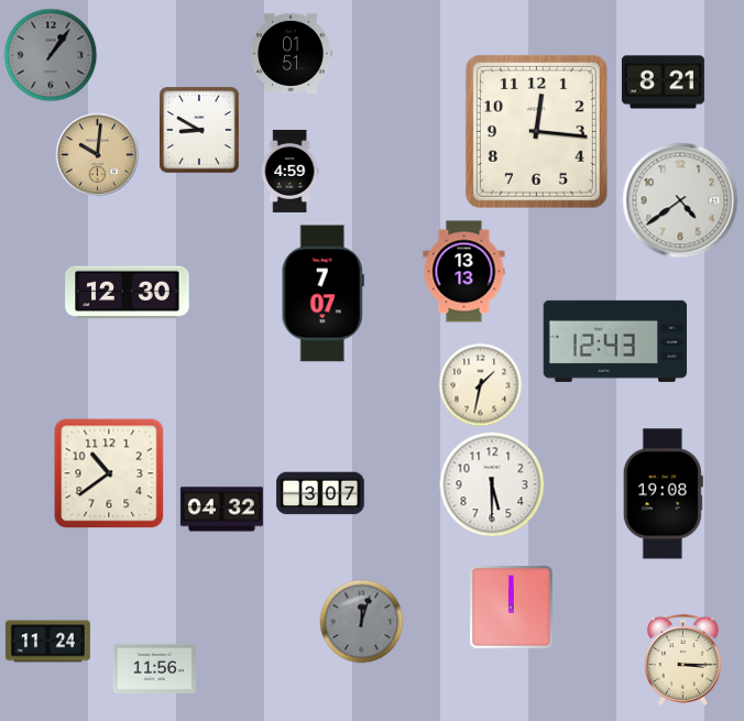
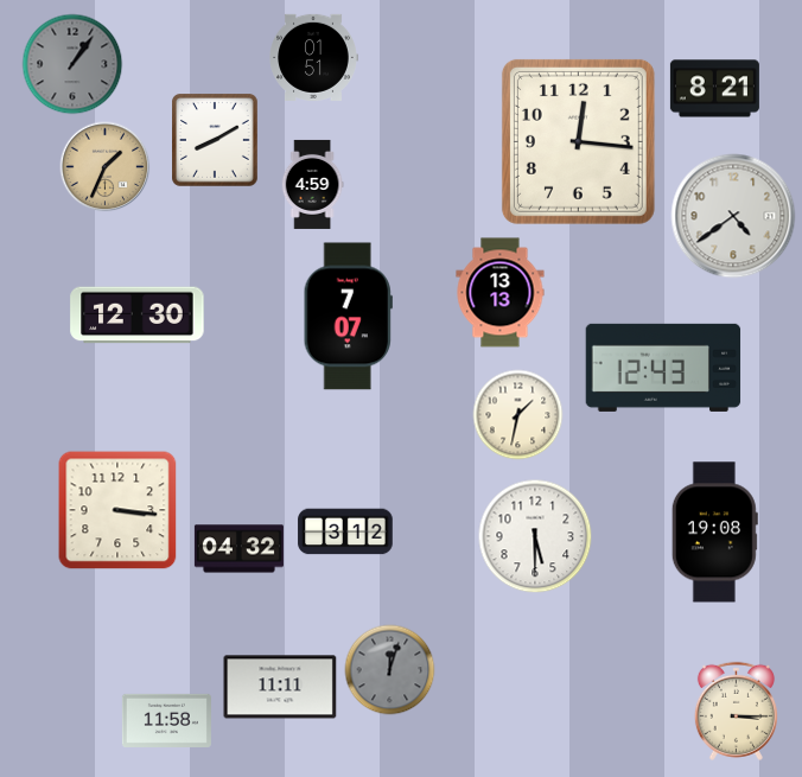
clock at (51, 55) position: (51, 55) -> (72, 64)
clock at (200, 131): 8:50 -> 8:10
clock at (98, 155): 10:01 -> 1:34
clock at (109, 473): 10:39 -> 3:16
clock at (492, 484) position: (492, 484) -> (535, 536)
clock at (320, 493): 3:07 -> 3:12
clock at (512, 608): 12:00 -> none
clock at (280, 687): none -> 11:11
clock at (47, 642): 11:24 -> none
clock at (154, 668): 11:56 -> 11:58
